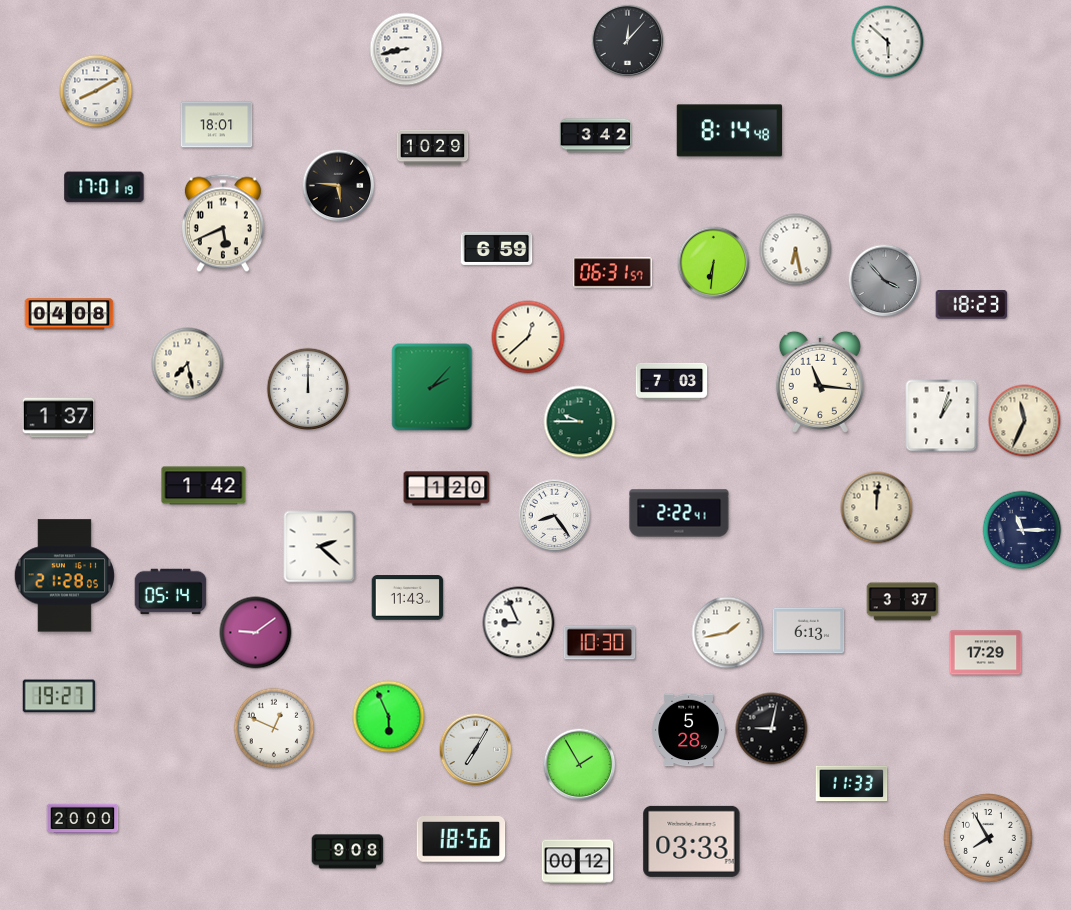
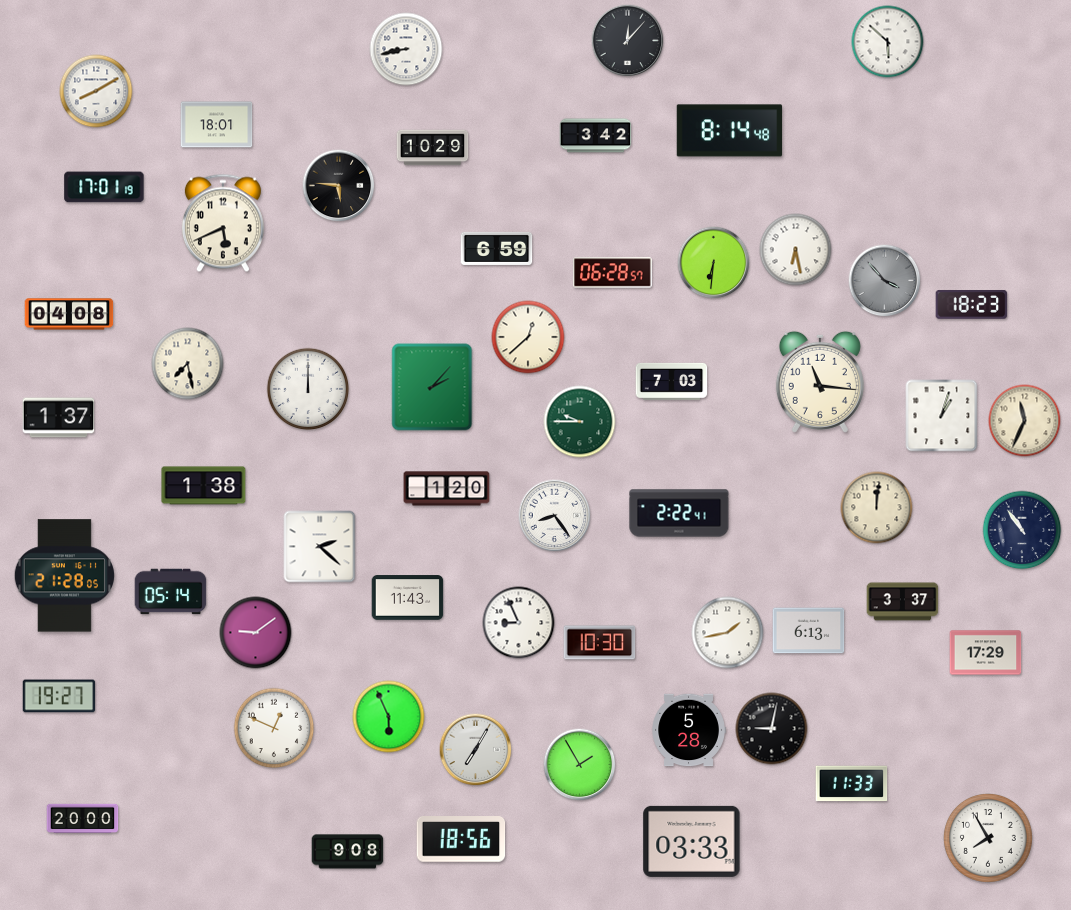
clock at (613, 273): 06:31 -> 06:28
clock at (204, 486): 1:42 -> 1:38
clock at (1022, 530): 11:15 -> 10:54
clock at (578, 862): 00:12 -> none
